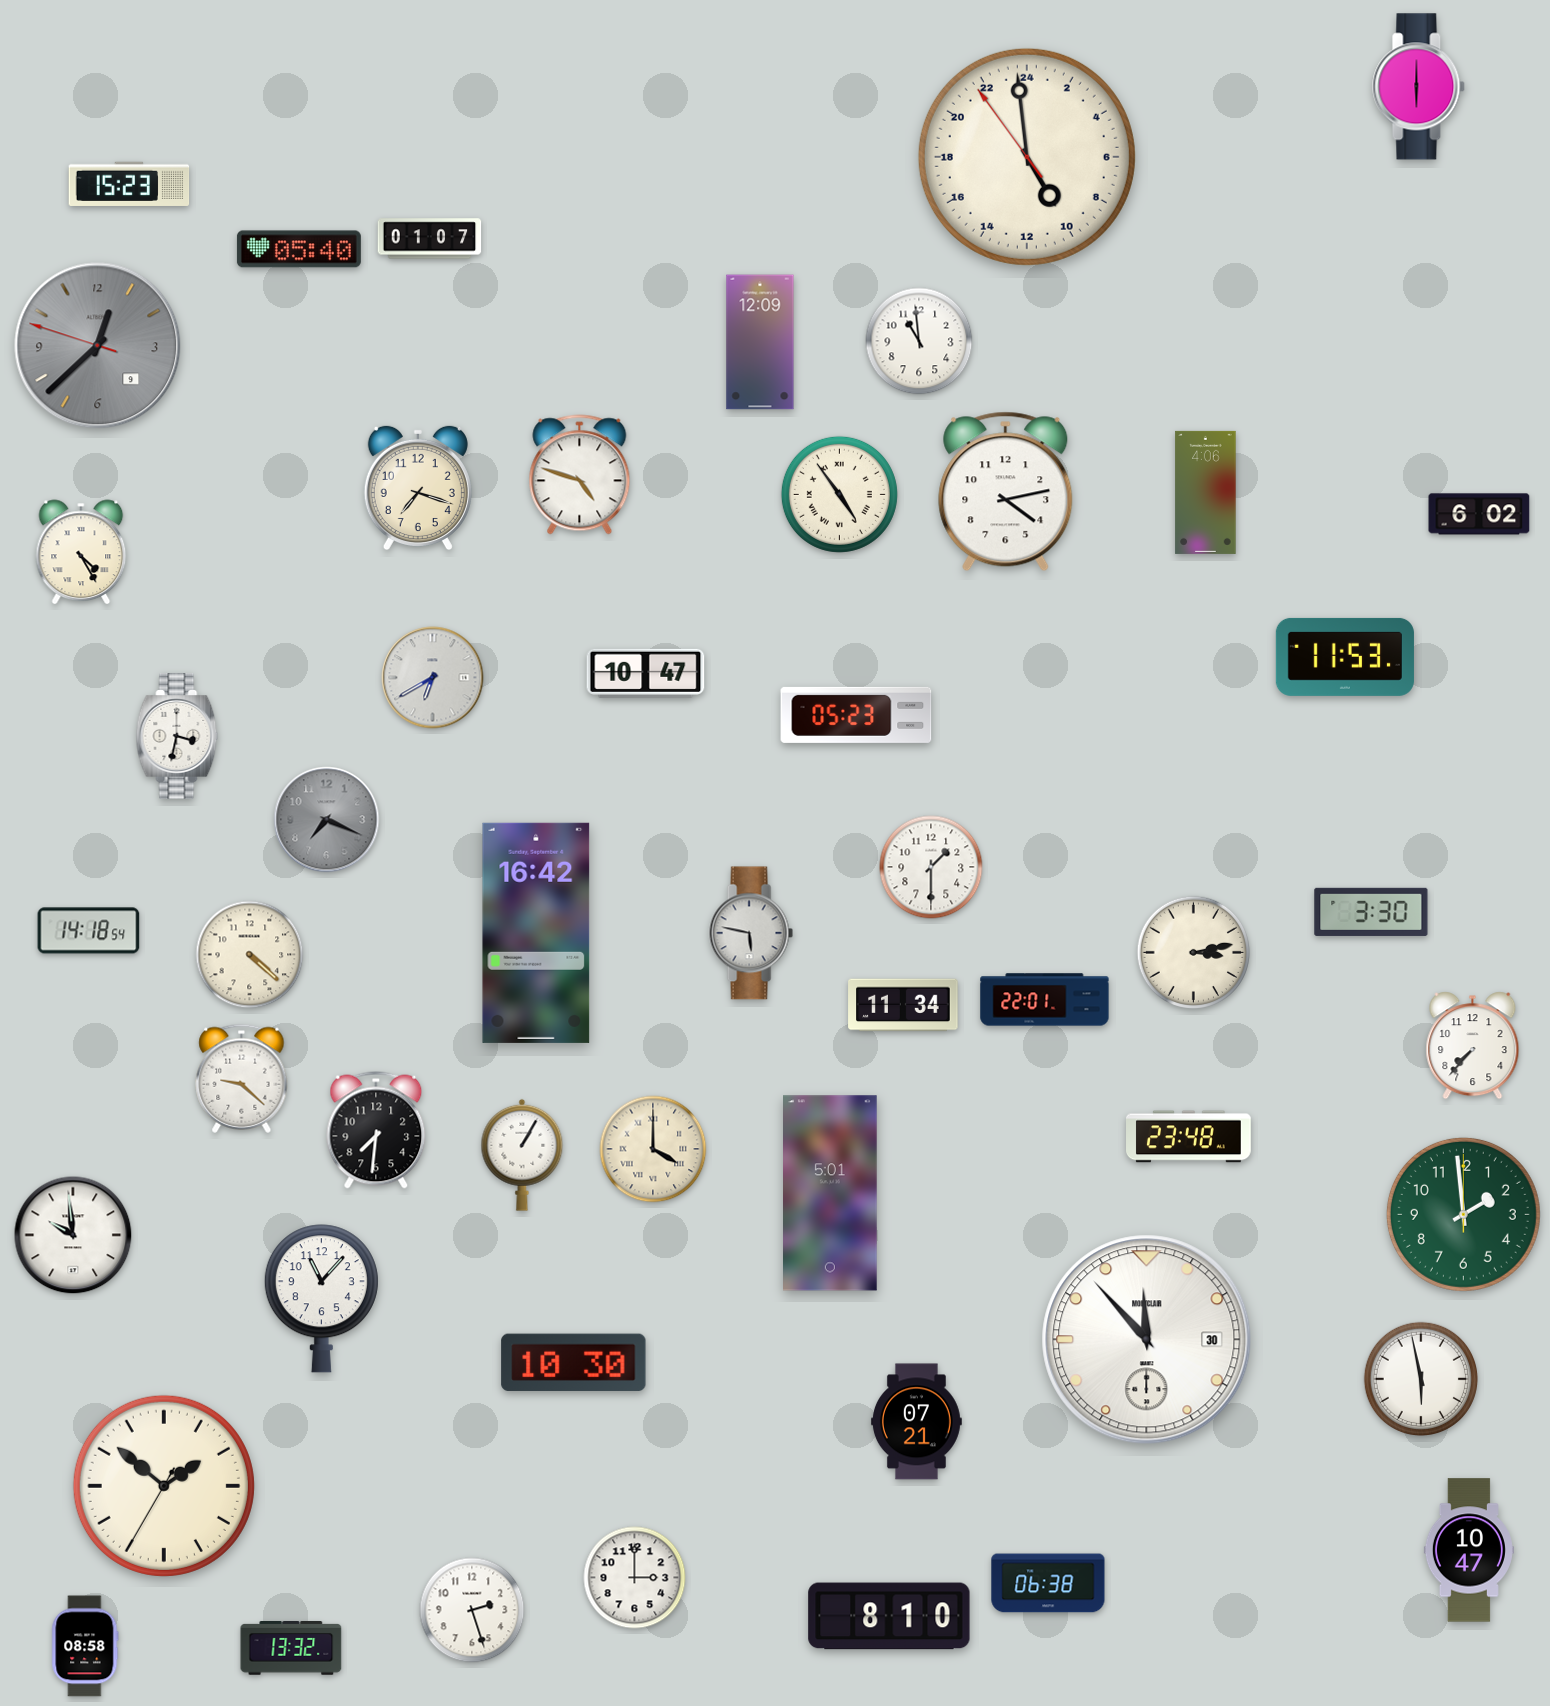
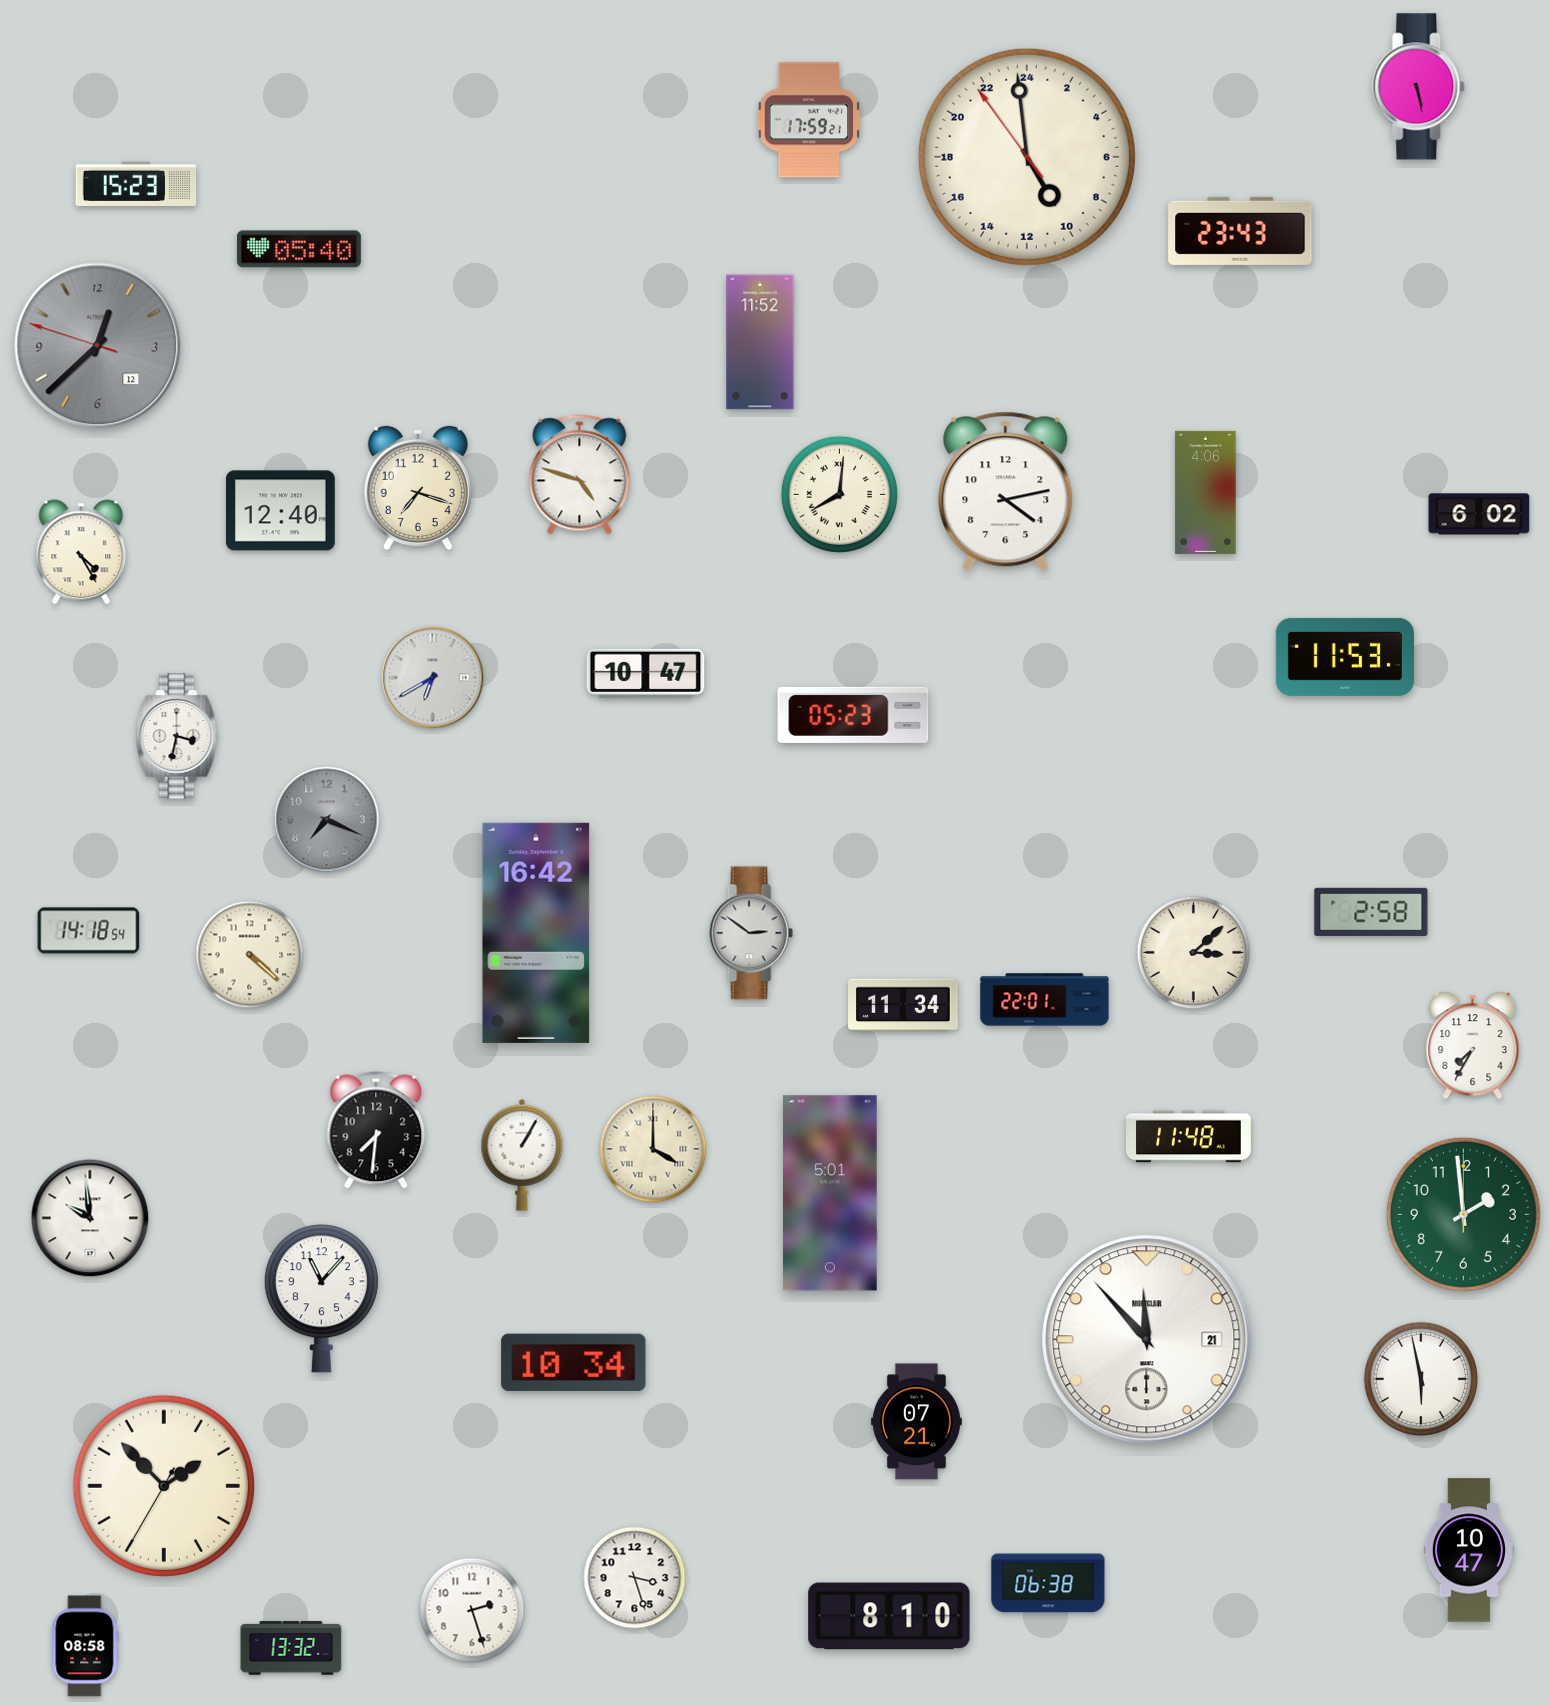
clock at (1419, 87): 6:00 -> 5:28
clock at (809, 120): none -> 17:59
clock at (129, 184) position: (129, 184) -> (136, 184)
clock at (1240, 231): none -> 23:43
clock at (430, 239): 01:07 -> none
clock at (919, 341): 10:59 -> none
clock at (760, 342): 12:09 -> 11:52
clock at (98, 346) date: 9 -> 12
clock at (839, 494): 4:54 -> 8:01
clock at (281, 511): none -> 12:40
clock at (856, 715) position: (856, 715) -> (853, 715)
clock at (931, 867): 1:30 -> none
clock at (1371, 912): 3:30 -> 2:58
clock at (751, 933): 5:47 -> 2:51
clock at (1194, 953): 3:13 -> 3:08
clock at (1473, 1046): 7:37 -> 7:35
clock at (242, 1078): 9:22 -> none
clock at (1189, 1137): 23:48 -> 11:48
clock at (73, 1235) position: (73, 1235) -> (90, 1218)
clock at (1147, 1340) date: 30 -> 21
clock at (574, 1362): 10:30 -> 10:34
clock at (164, 1486): 1:51 -> 1:52
clock at (635, 1578): 3:00 -> 3:27
